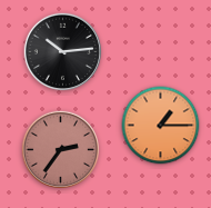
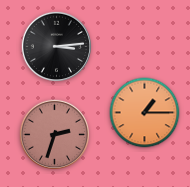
clock at (62, 51): 10:14 -> 3:14
clock at (60, 149): 2:36 -> 2:33
